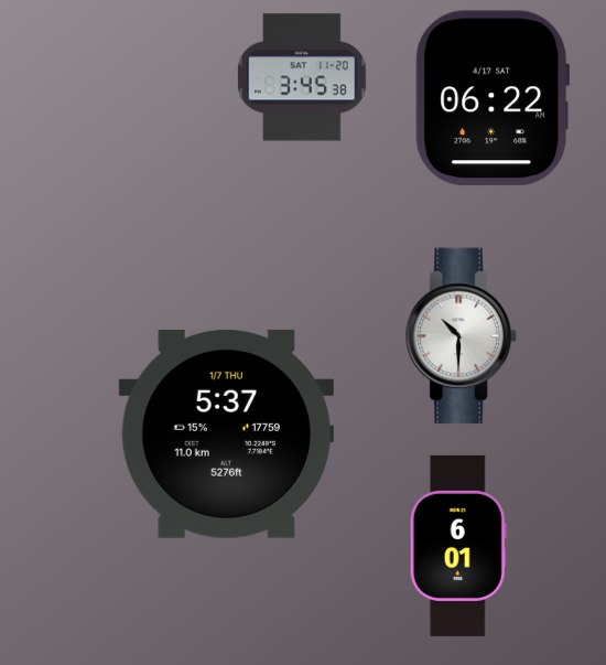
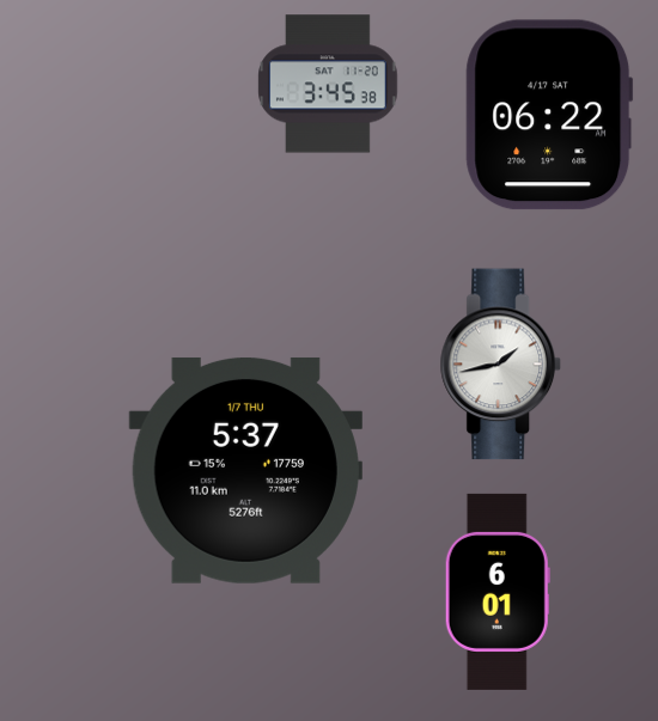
clock at (493, 98) position: (493, 98) -> (549, 115)
clock at (461, 336): 10:30 -> 1:43
